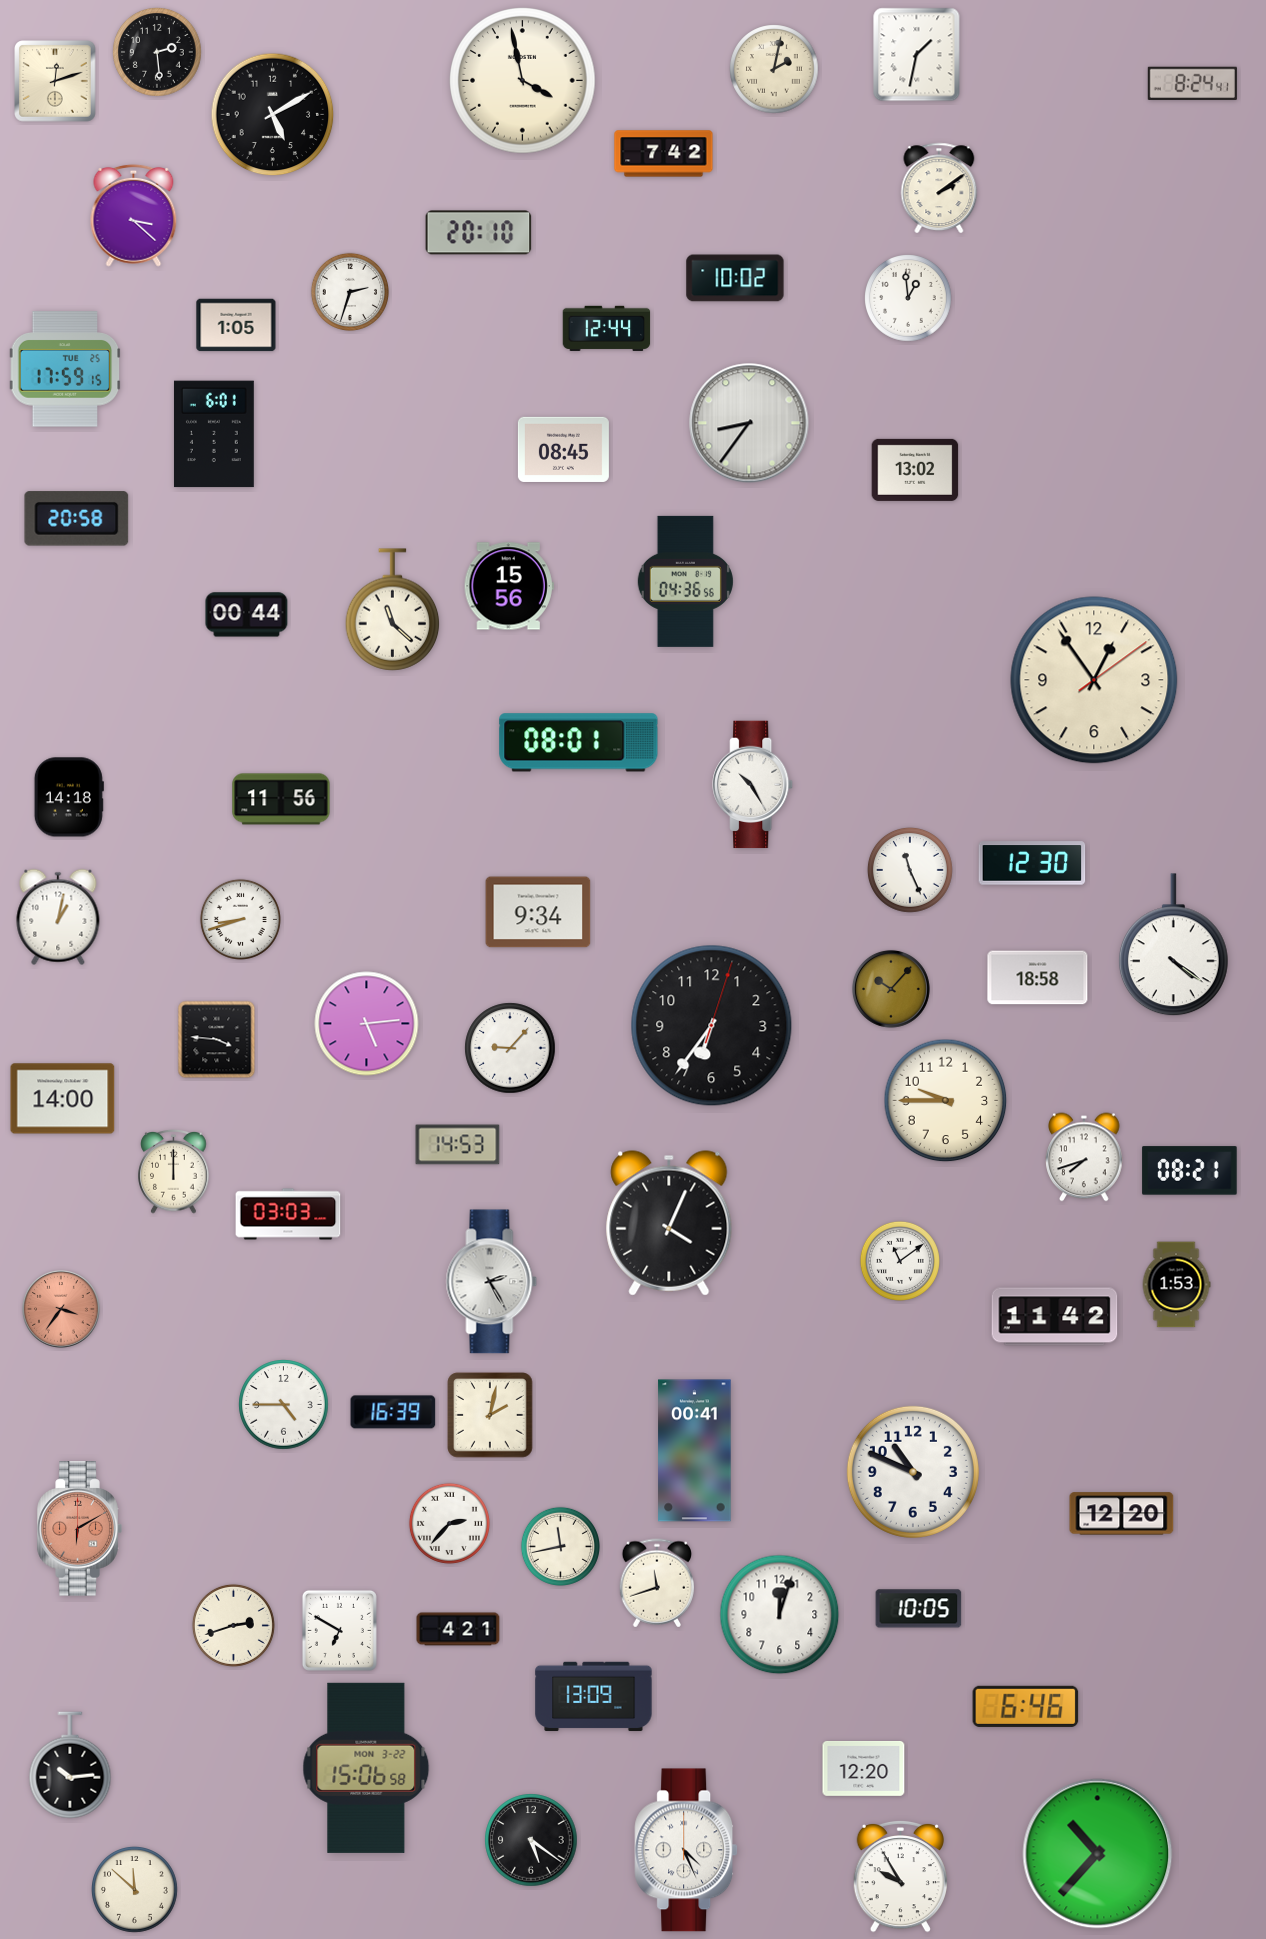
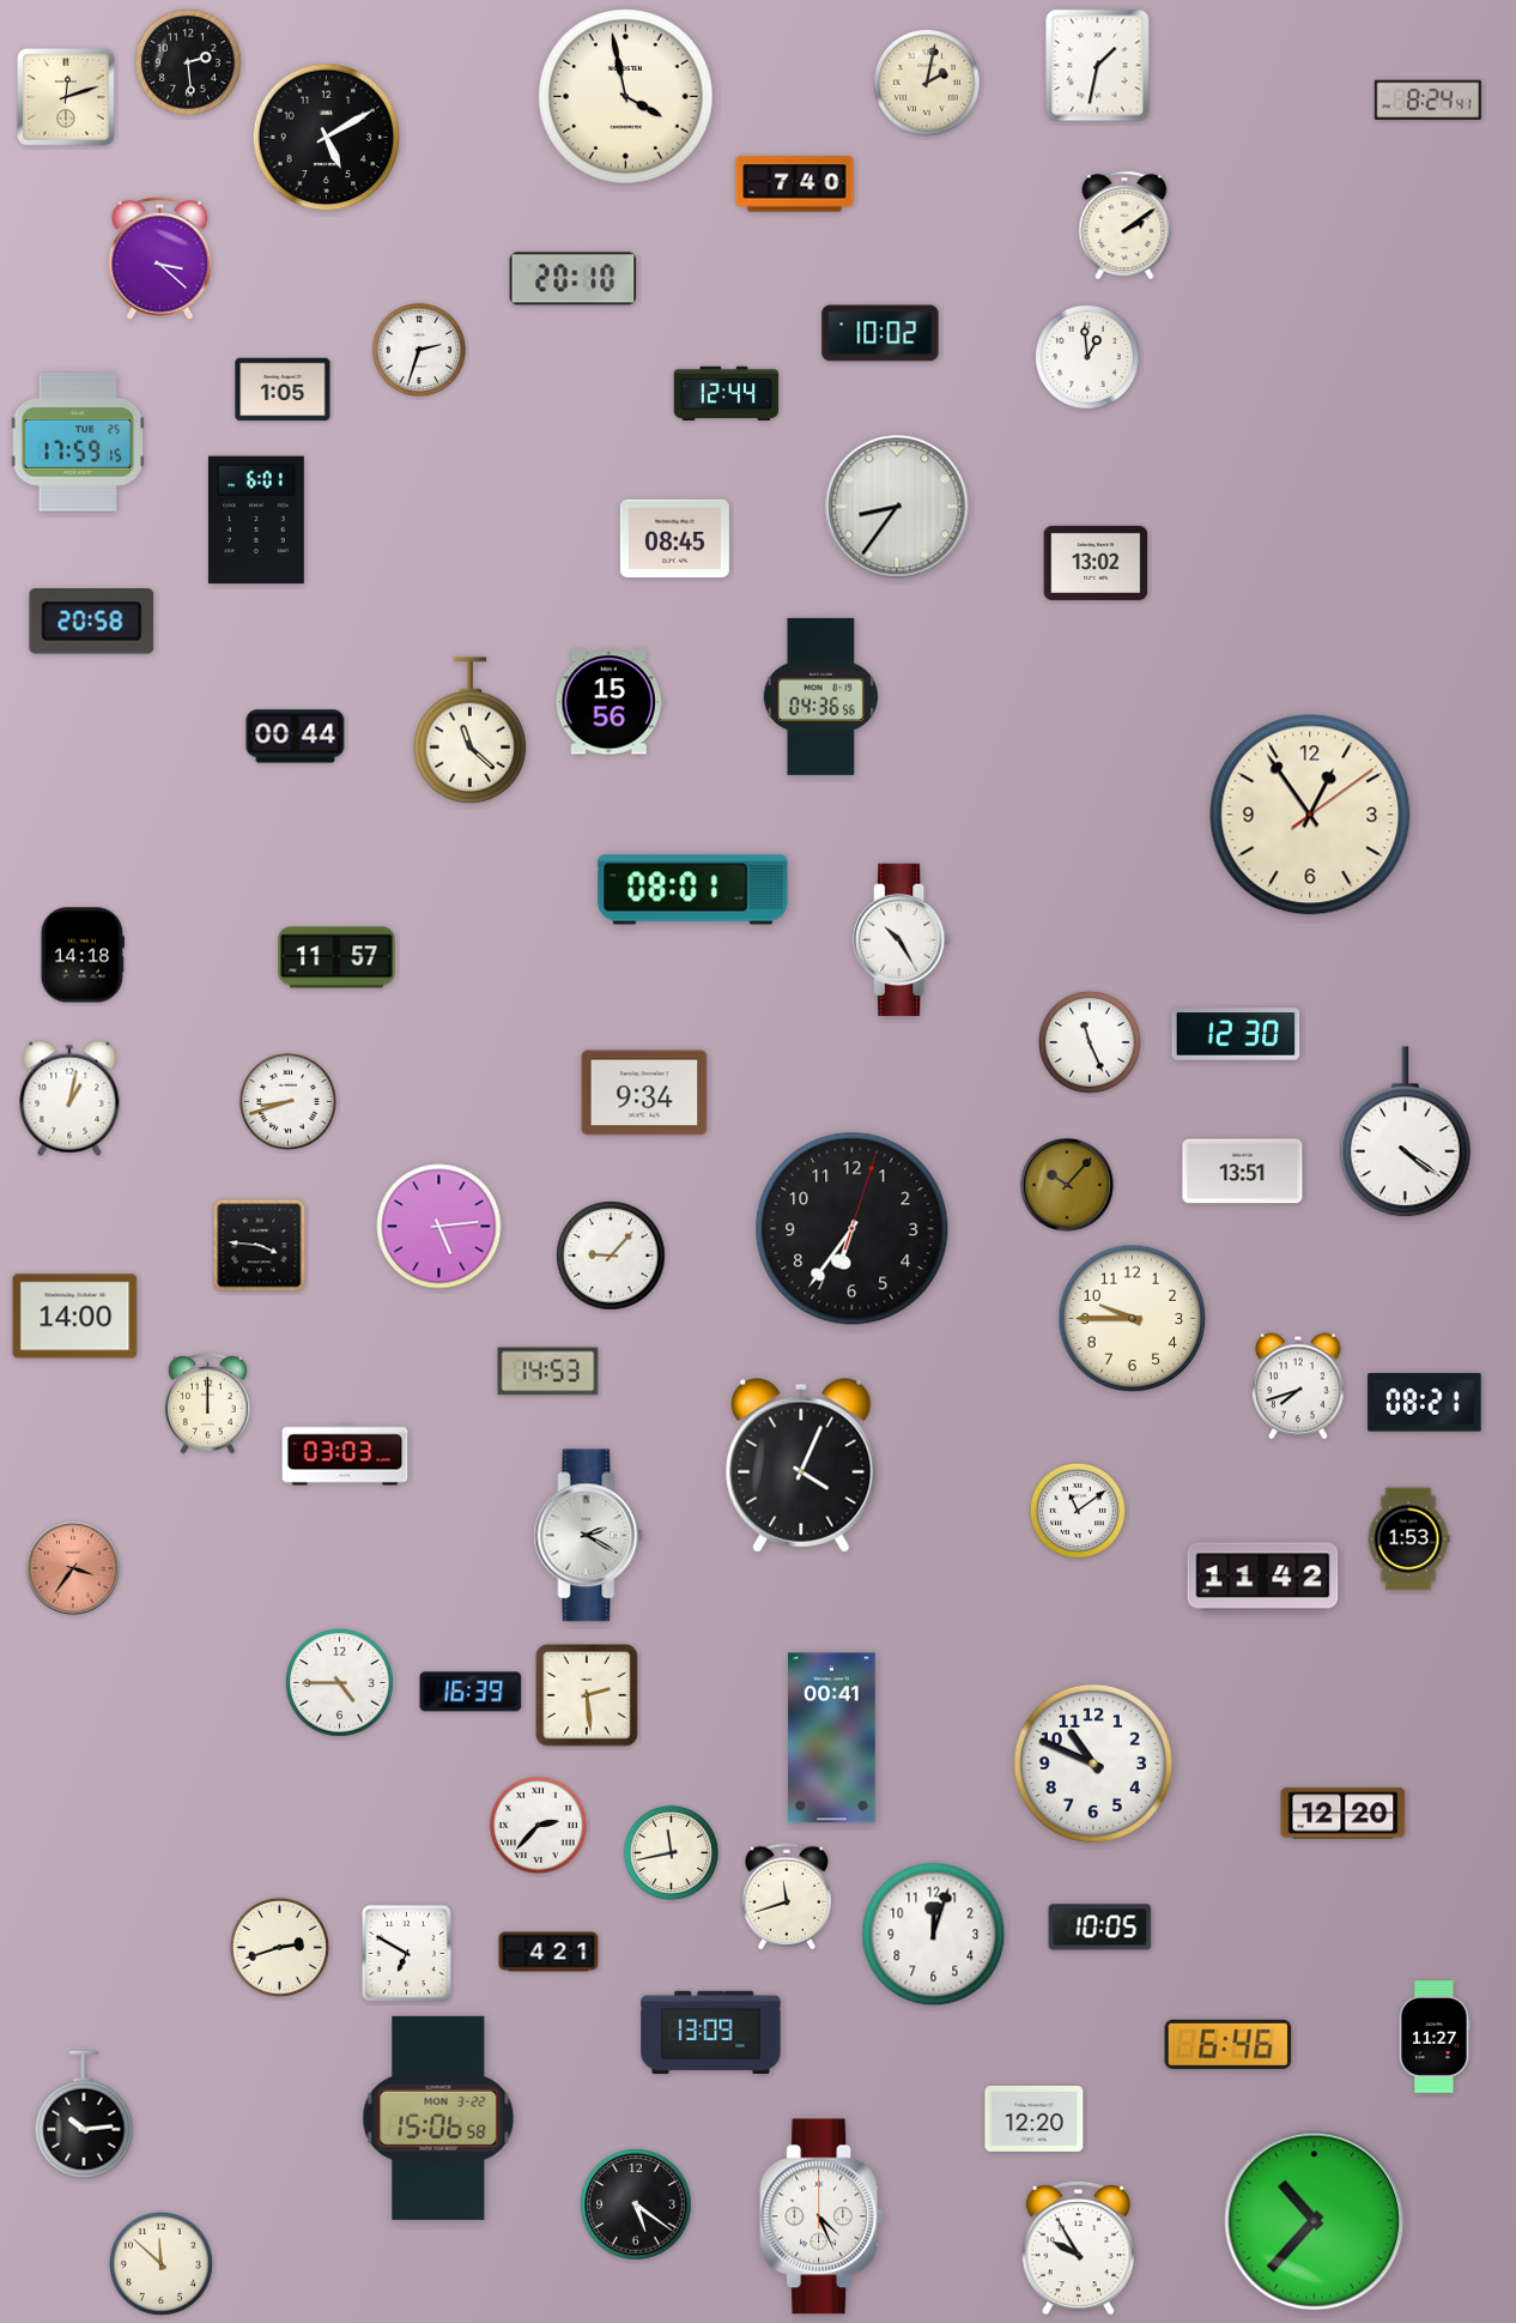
clock at (664, 154): 7:42 -> 7:40
clock at (281, 799): 11:56 -> 11:57
clock at (1038, 978): 18:58 -> 13:51
clock at (492, 1282): 2:25 -> 2:20
clock at (490, 1415): 2:02 -> 2:29
clock at (79, 1529): 6:10 -> none
clock at (1435, 2037): none -> 11:27
